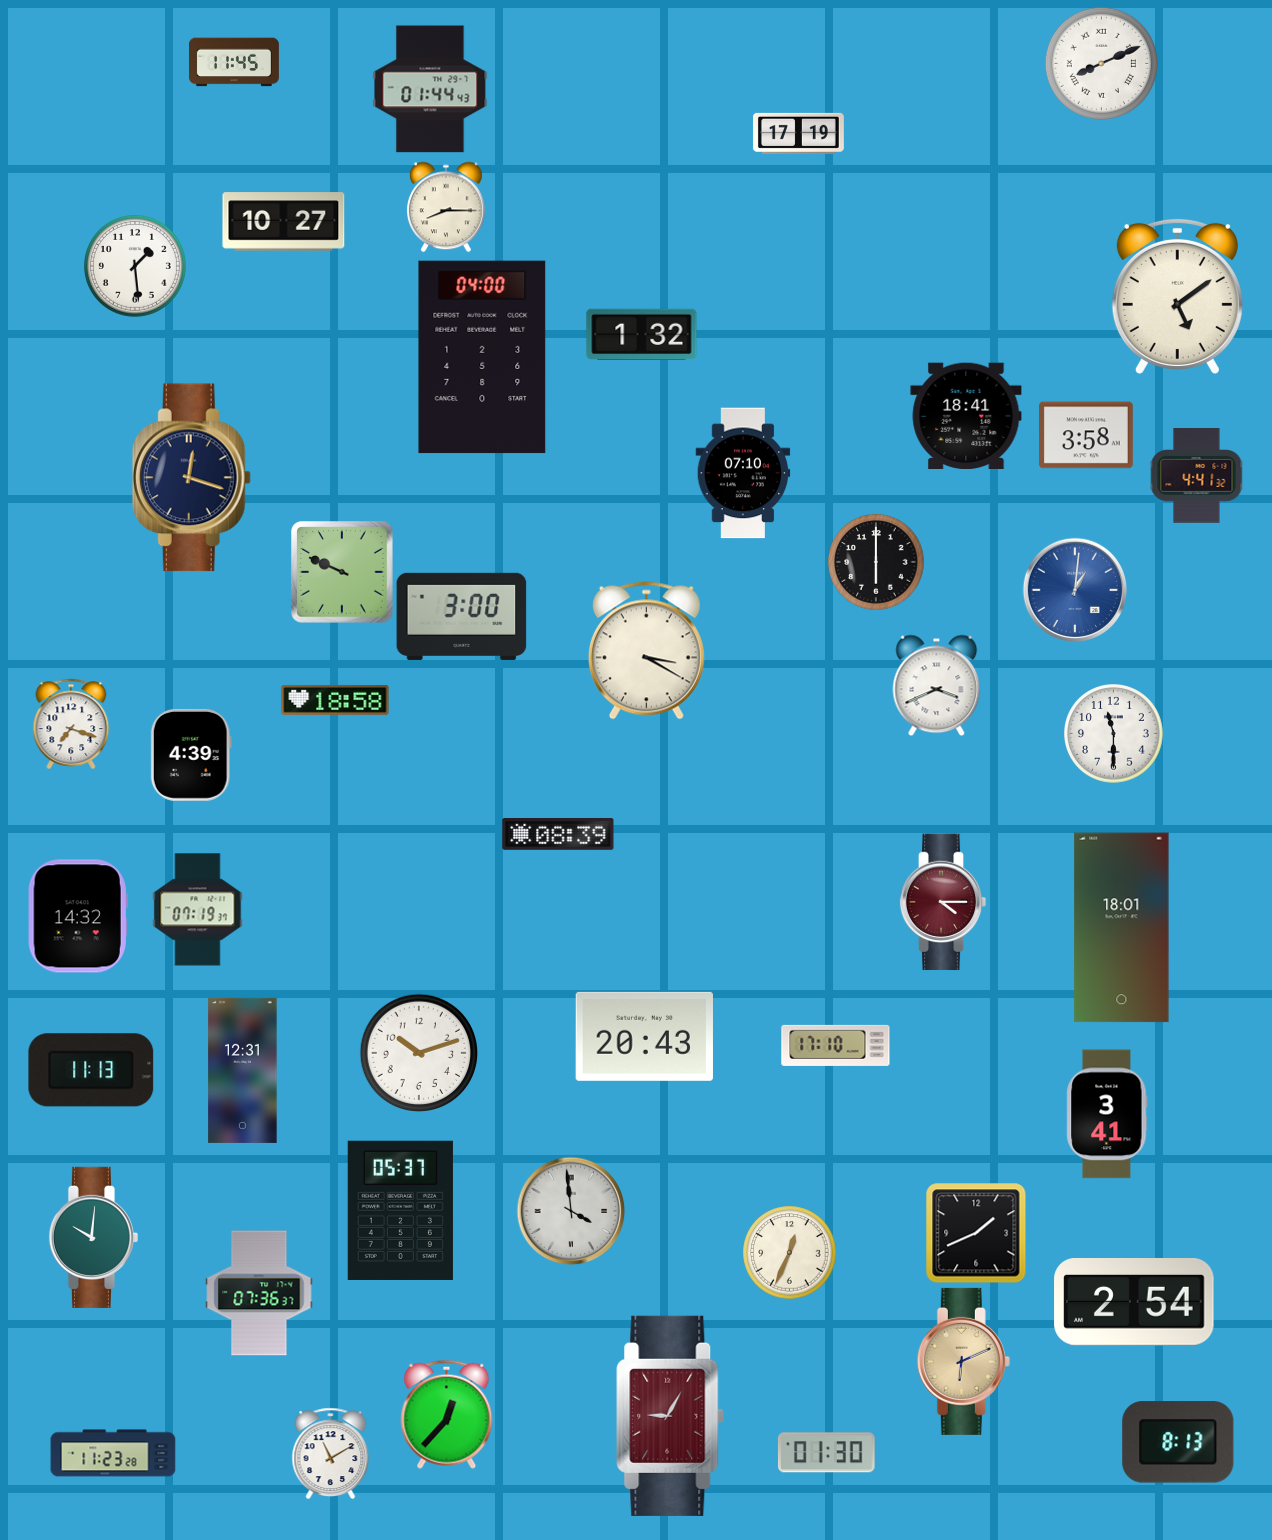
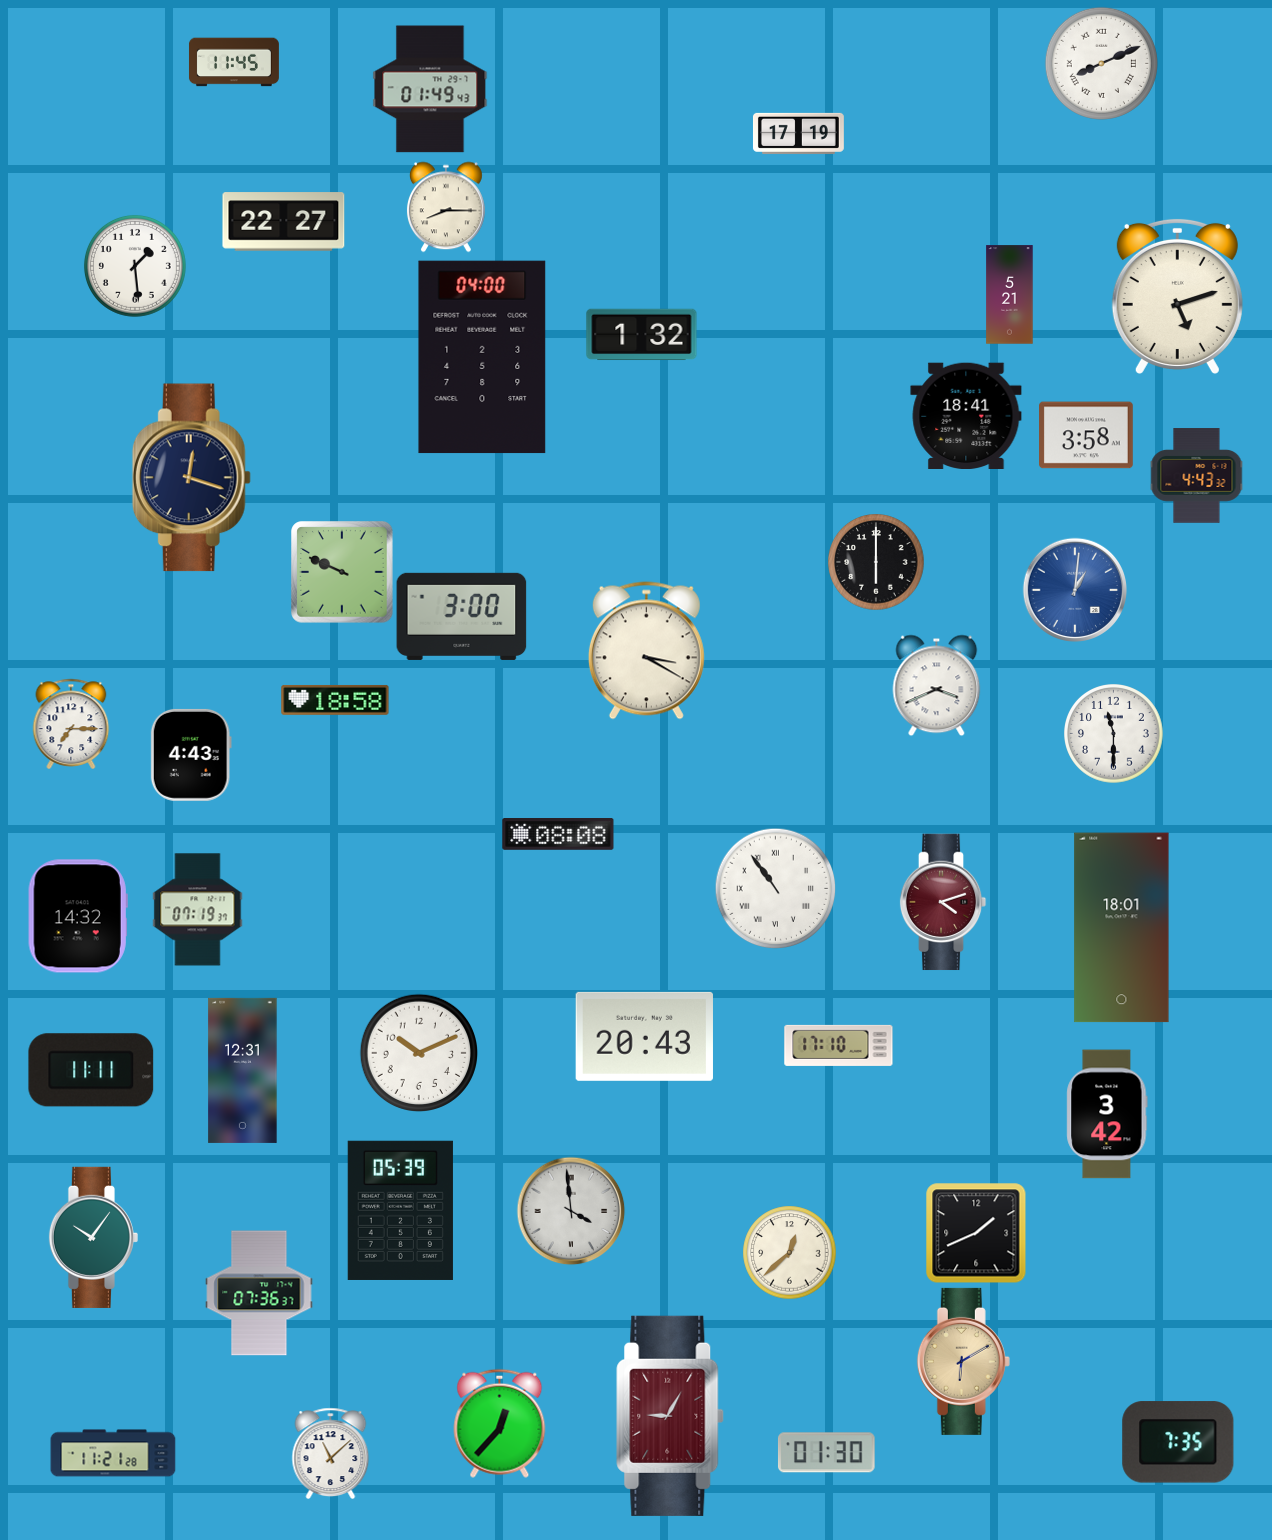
clock at (430, 89): 01:44 -> 01:49
clock at (284, 222): 10:27 -> 22:27
clock at (1010, 295): none -> 5:21
clock at (1177, 296): 5:09 -> 5:12
clock at (743, 473): 07:10 -> none
clock at (1197, 476): 4:41 -> 4:43
clock at (71, 724): 7:18 -> 7:15
clock at (191, 755): 4:39 -> 4:43
clock at (558, 835): 08:39 -> 08:08
clock at (775, 888): none -> 10:54
clock at (943, 902): 4:15 -> 4:12
clock at (836, 1045) position: (836, 1045) -> (839, 1045)
clock at (418, 1052): 10:12 -> 10:11
clock at (91, 1070): 11:13 -> 11:11
clock at (1107, 1114): 3:41 -> 3:42
clock at (400, 1210): 05:37 -> 05:39
clock at (93, 1237): 10:01 -> 10:06
clock at (789, 1252): 12:34 -> 12:38
clock at (1134, 1303): 2:54 -> none
clock at (963, 1361): 6:11 -> 6:10
clock at (447, 1414) position: (447, 1414) -> (500, 1423)
clock at (1178, 1442): 8:13 -> 7:35
clock at (113, 1453): 11:23 -> 11:21
clock at (331, 1453): 11:10 -> 11:08
